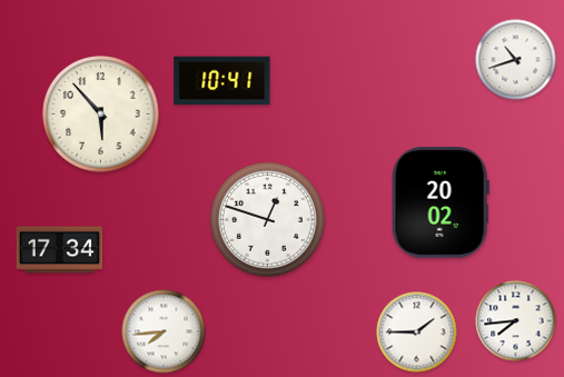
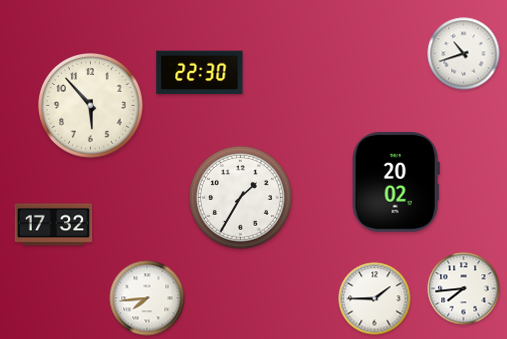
clock at (222, 81): 10:41 -> 22:30
clock at (101, 115) position: (101, 115) -> (91, 106)
clock at (267, 219): 12:48 -> 1:35
clock at (60, 250): 17:34 -> 17:32
